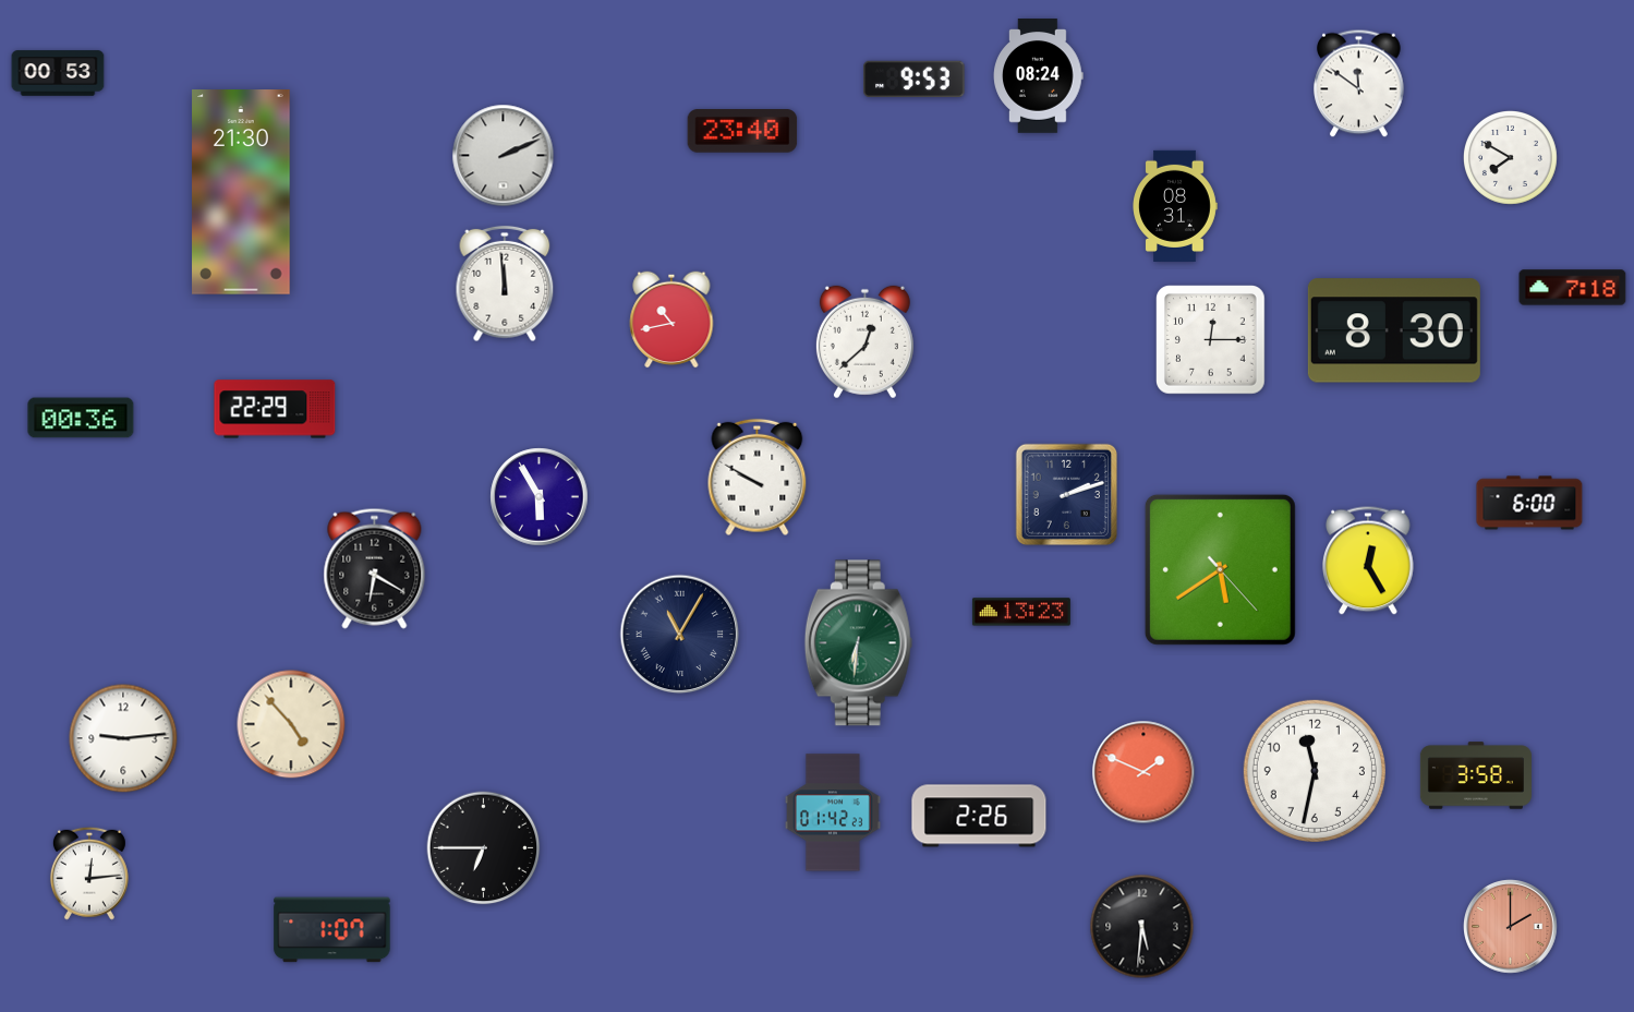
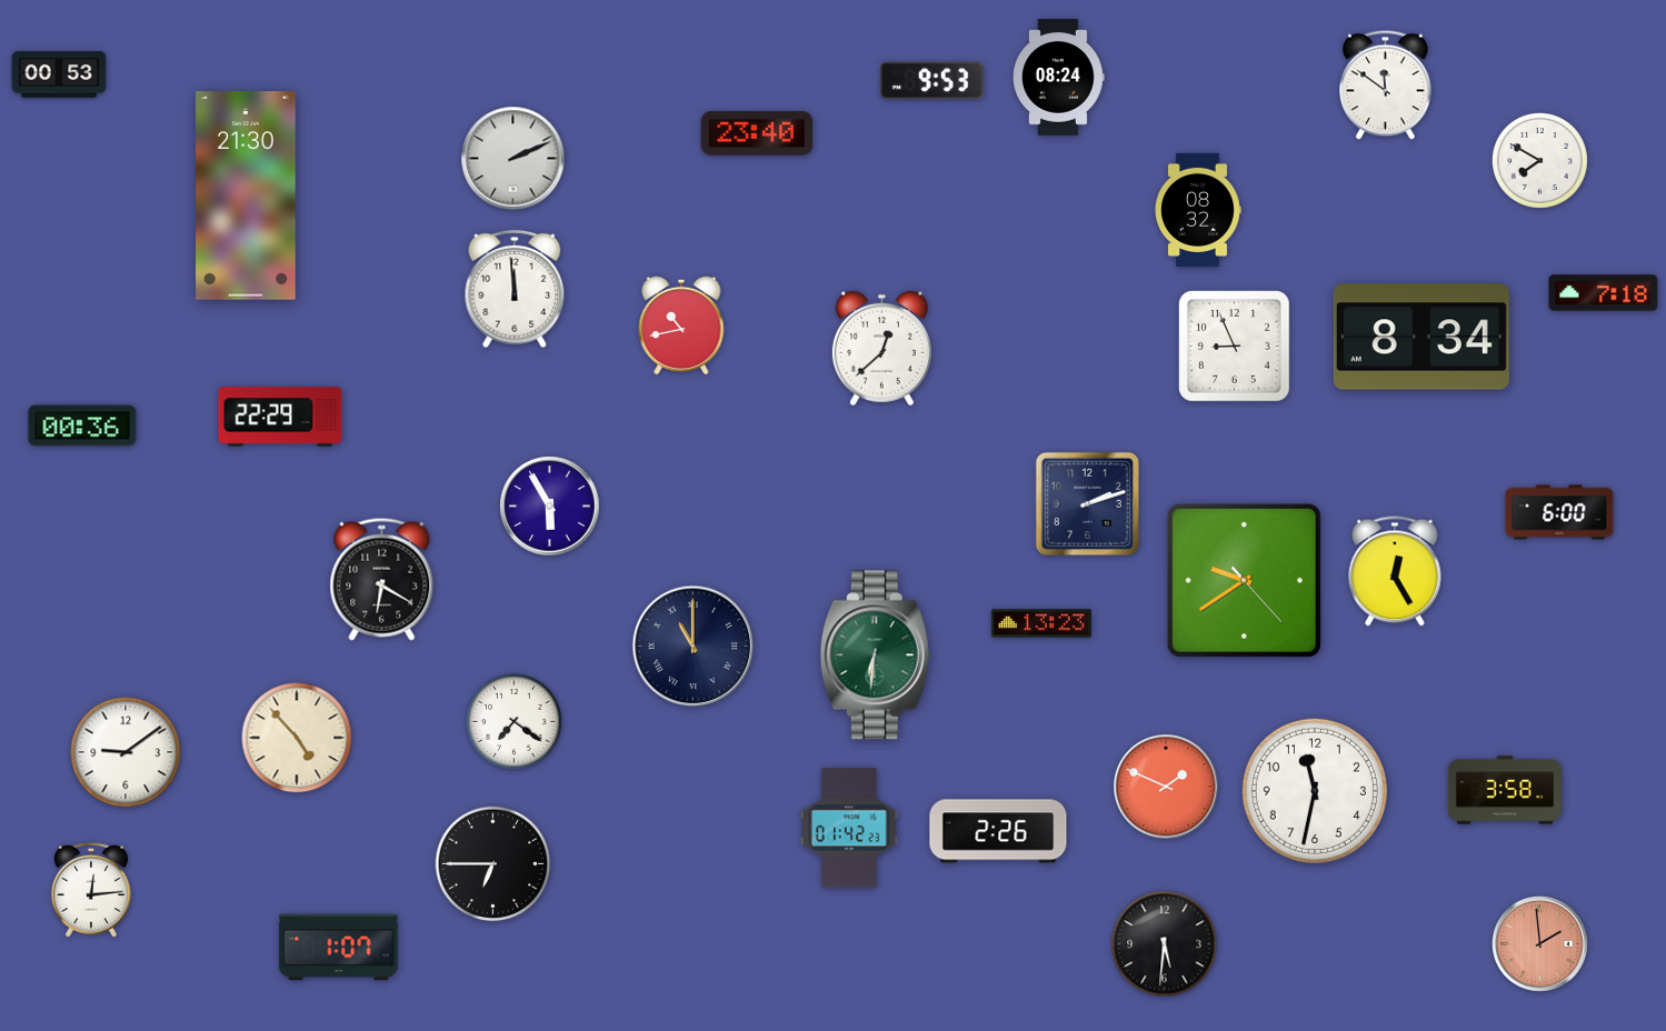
clock at (1175, 206): 08:31 -> 08:32
clock at (671, 320) position: (671, 320) -> (681, 326)
clock at (1394, 330): 8:30 -> 8:34
clock at (1211, 340): 12:15 -> 8:56
clock at (758, 478): 9:50 -> none
clock at (1220, 569): 5:39 -> 9:39
clock at (680, 635): 11:05 -> 11:00
clock at (513, 721): none -> 7:21
clock at (123, 738): 9:14 -> 9:09
clock at (1315, 771) position: (1315, 771) -> (1315, 791)
clock at (1511, 927): 2:00 -> 1:59
